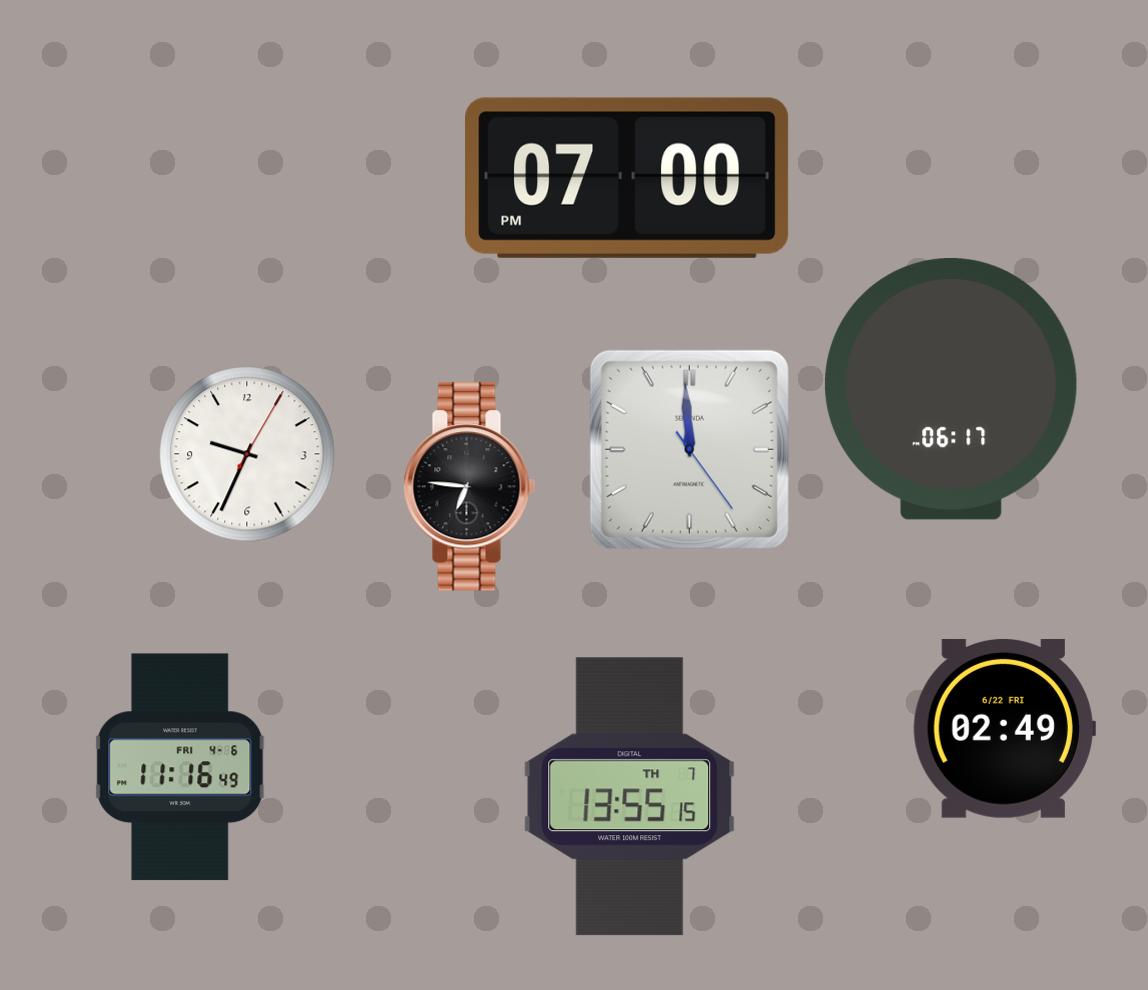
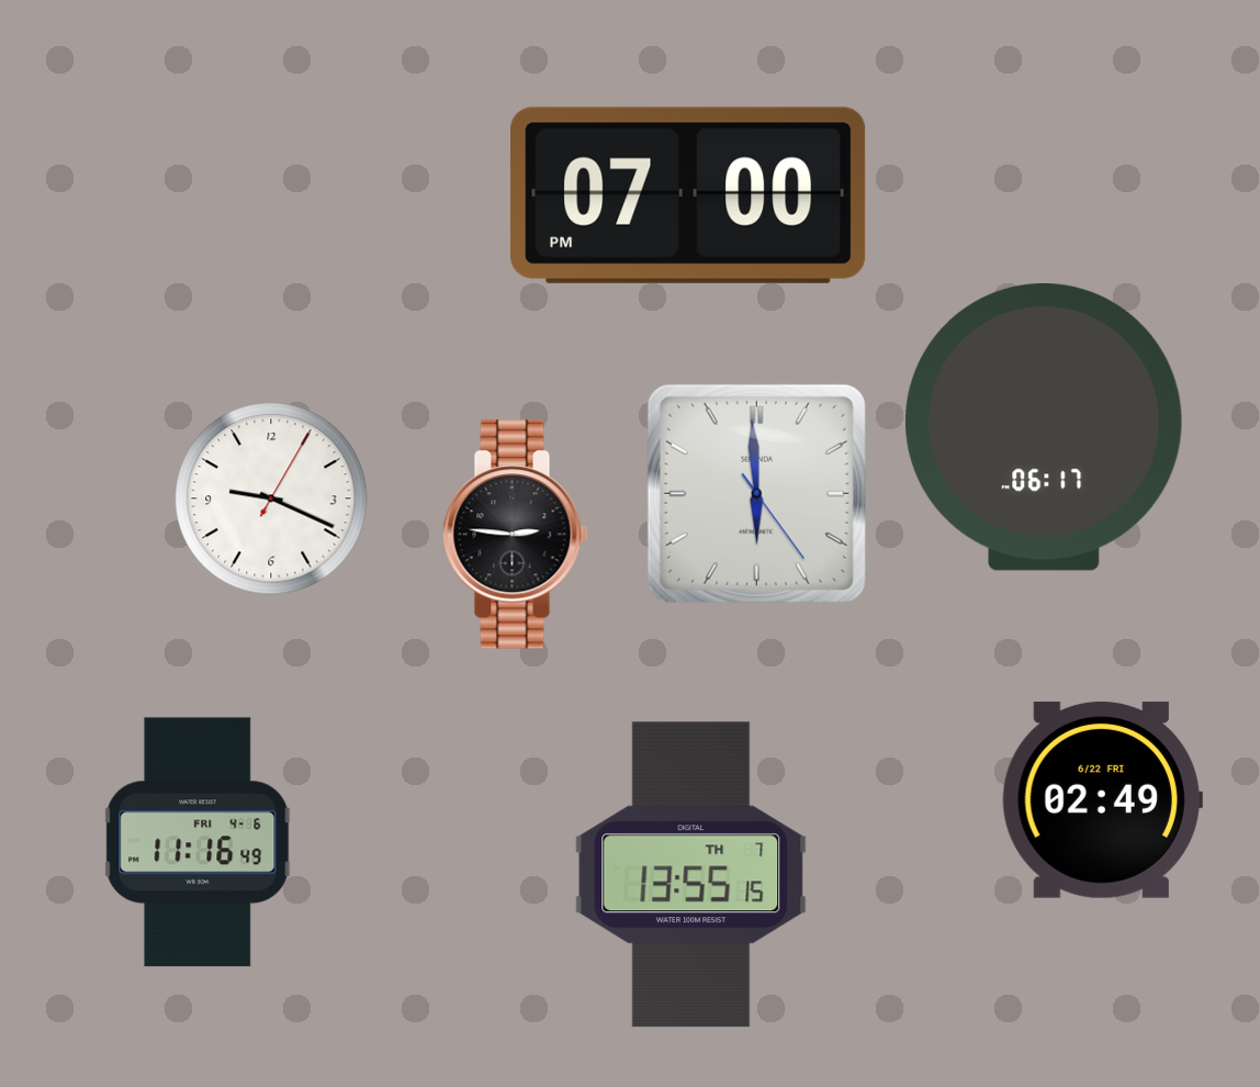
clock at (689, 449): 11:59 -> 5:59
clock at (247, 454): 9:34 -> 9:19
clock at (470, 487): 6:46 -> 2:46
